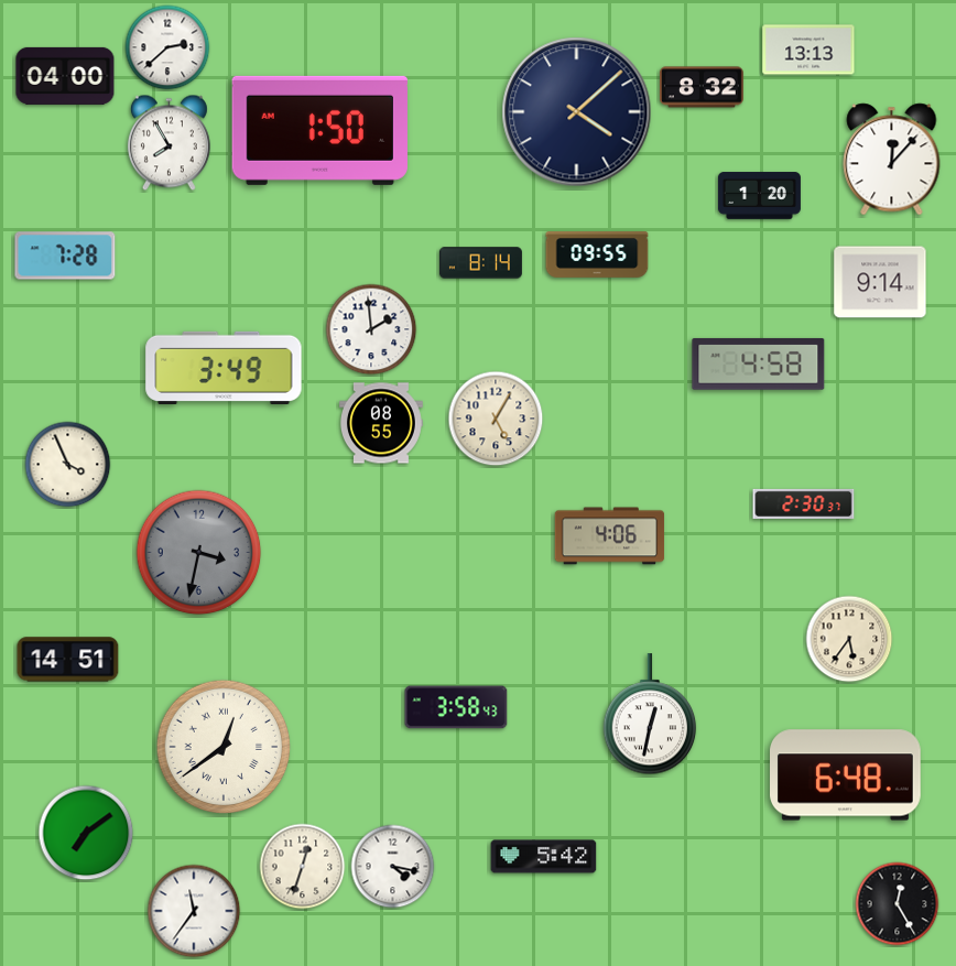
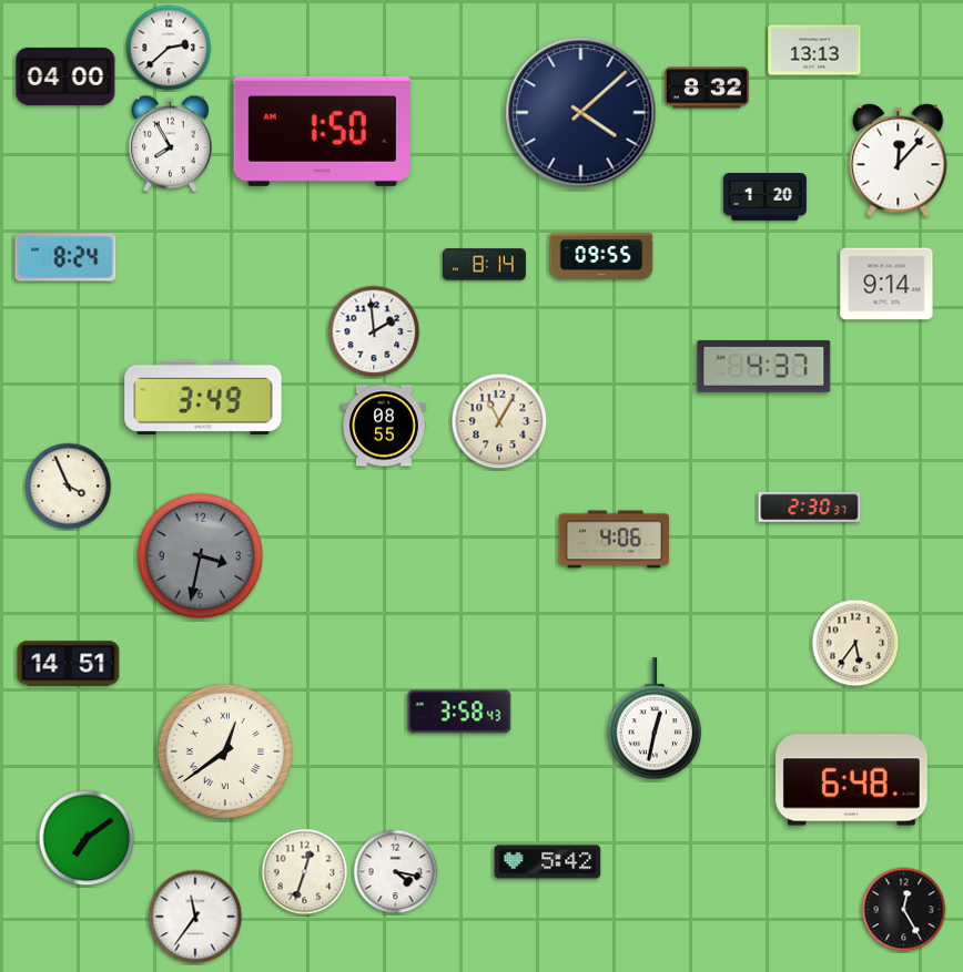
clock at (65, 256): 7:28 -> 8:24
clock at (759, 363): 4:58 -> 4:37
clock at (224, 368) position: (224, 368) -> (203, 398)
clock at (496, 419): 5:05 -> 11:05
clock at (68, 465) position: (68, 465) -> (69, 487)
